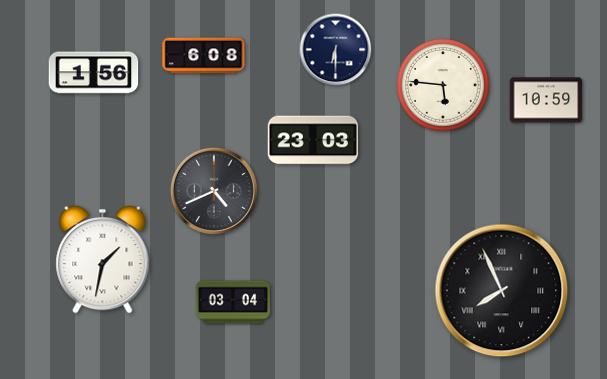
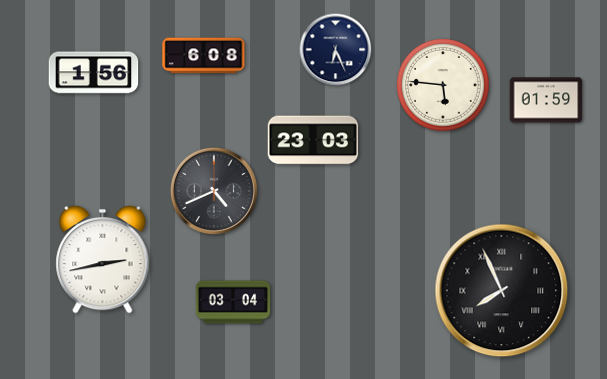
clock at (336, 50): 6:30 -> 6:26
clock at (546, 100): 10:59 -> 01:59
clock at (103, 259): 1:32 -> 2:43
